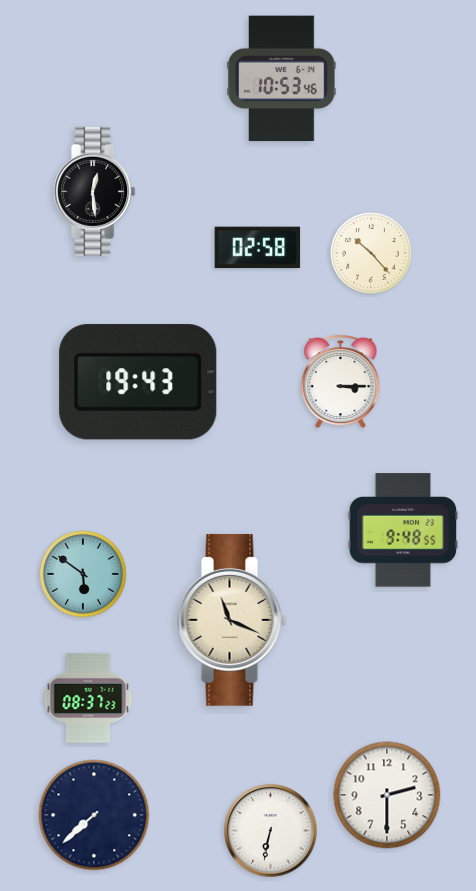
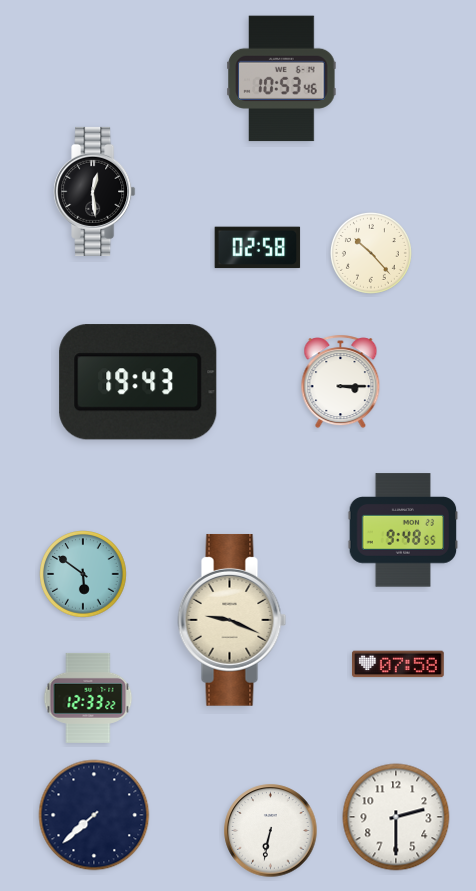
clock at (232, 620): 11:19 -> 9:19
clock at (399, 664): none -> 07:58
clock at (88, 698): 08:37 -> 12:33
clock at (387, 795) position: (387, 795) -> (396, 817)
